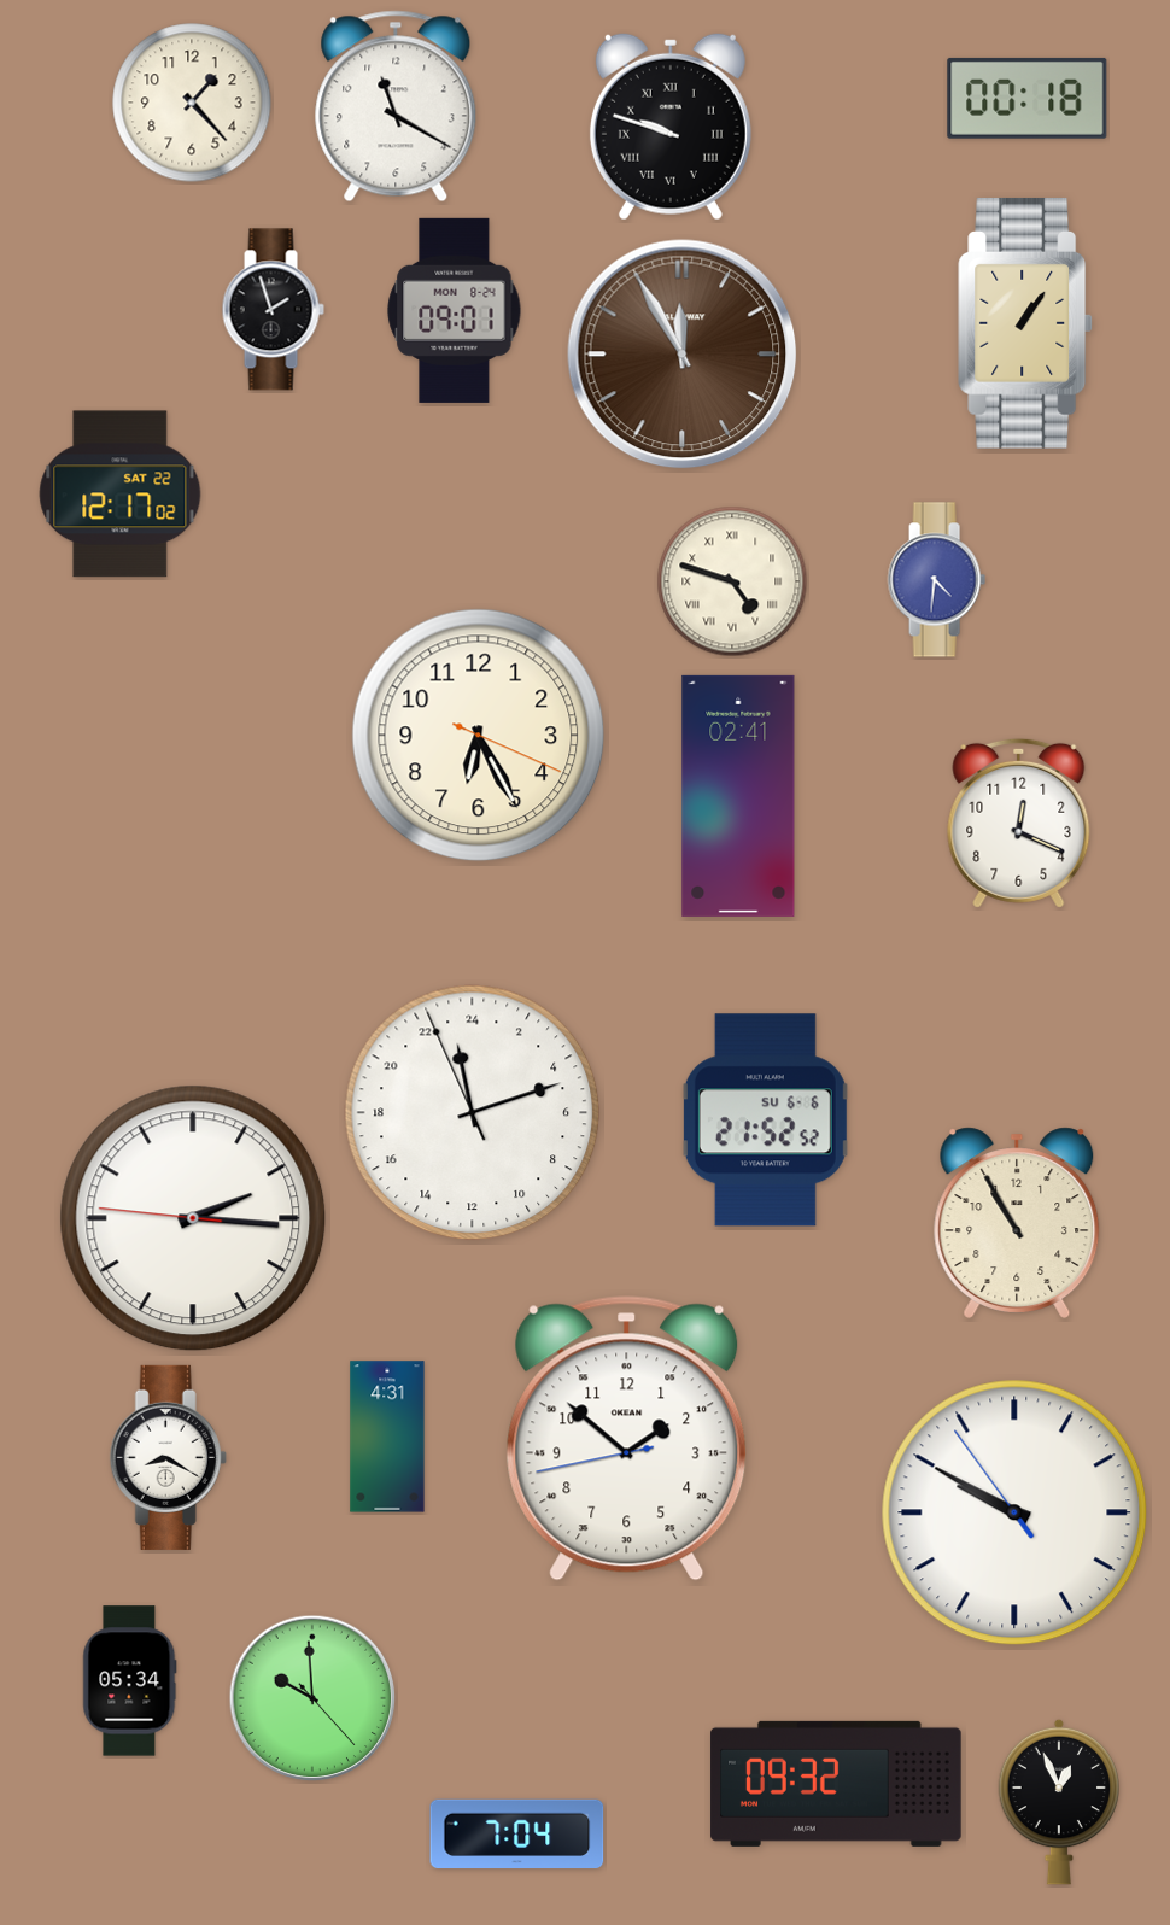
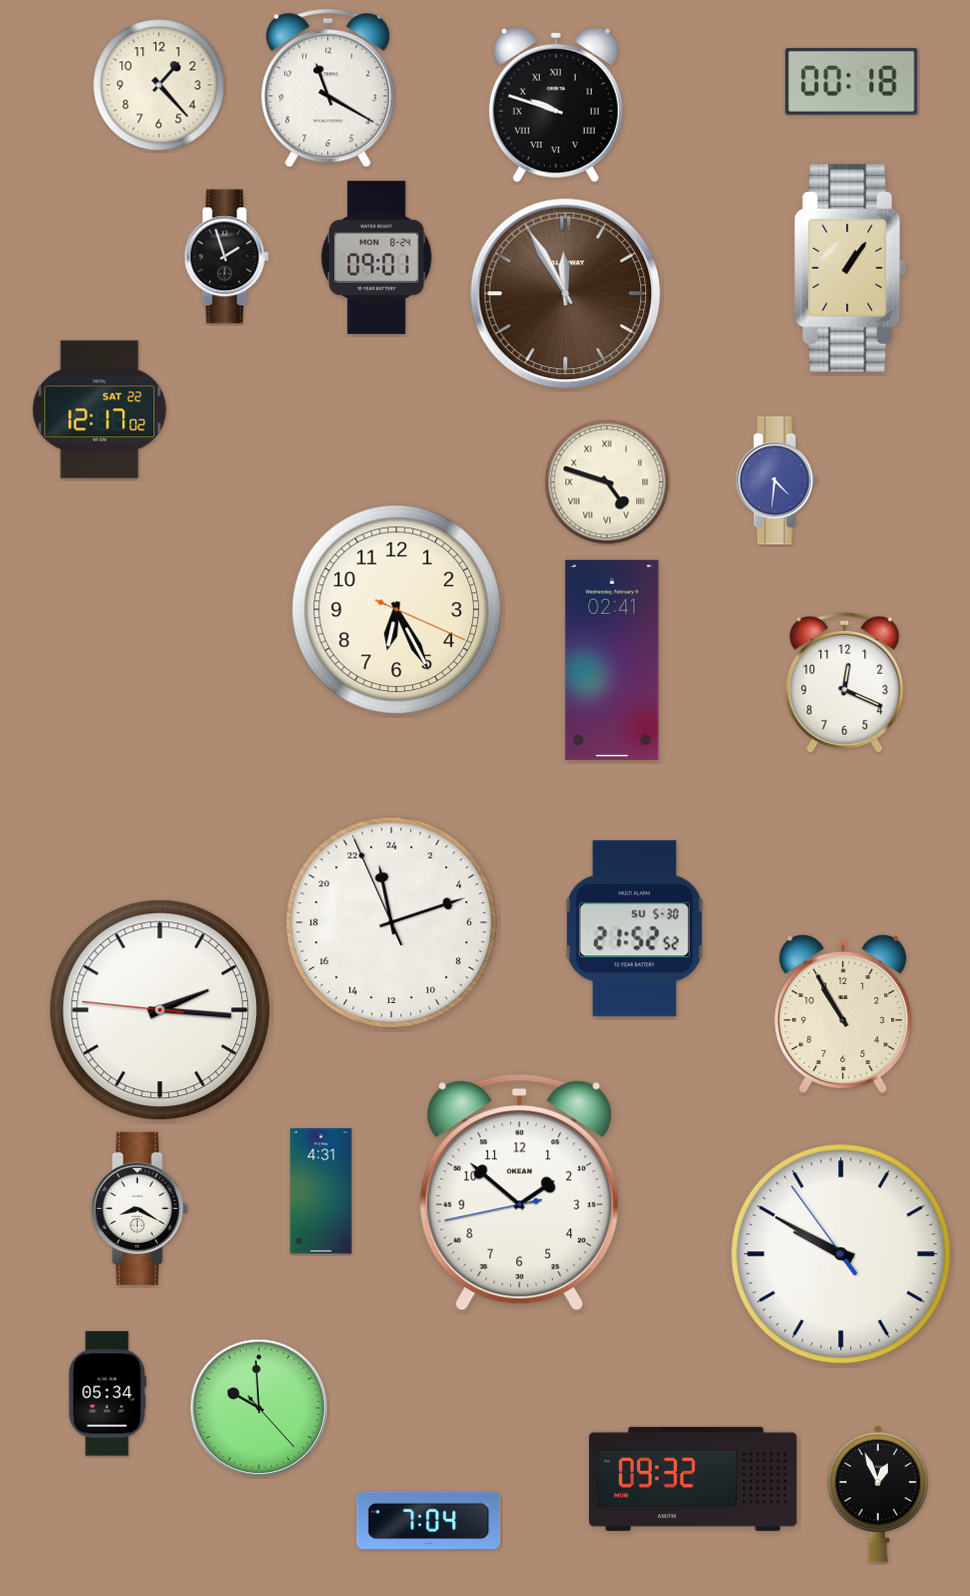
clock at (765, 1121) date: SU 6-6 -> SU 5-30
